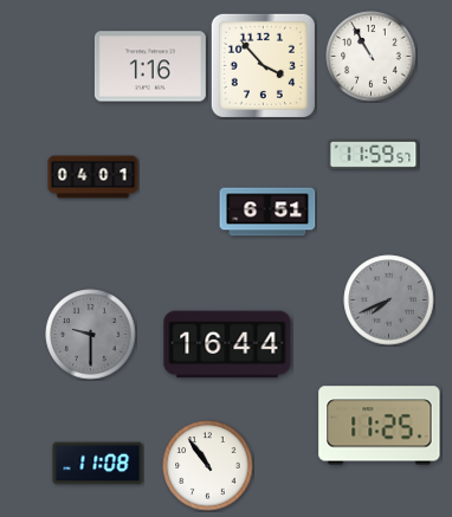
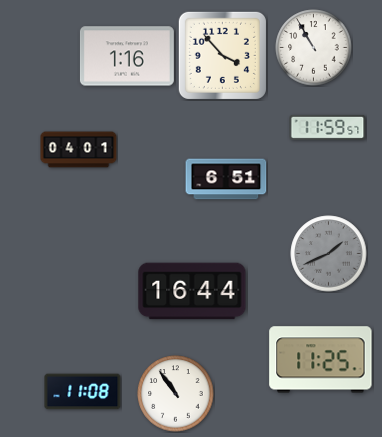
clock at (374, 154) position: (374, 154) -> (328, 127)
clock at (389, 300): 7:41 -> 1:41
clock at (91, 335): 9:30 -> none
